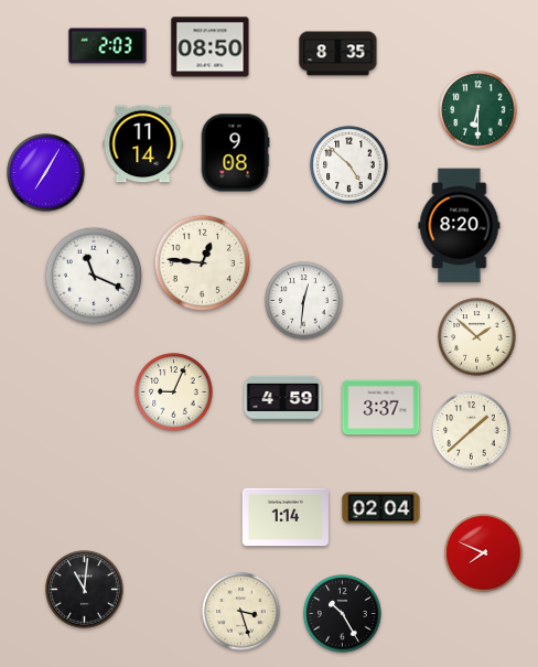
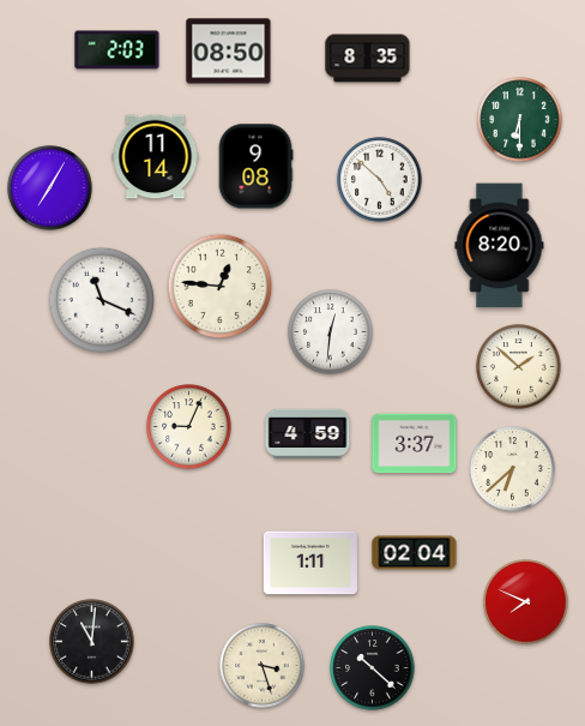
clock at (304, 301) position: (304, 301) -> (331, 332)
clock at (472, 431): 1:38 -> 6:38
clock at (286, 517): 1:14 -> 1:11
clock at (343, 614): 10:25 -> 10:22
